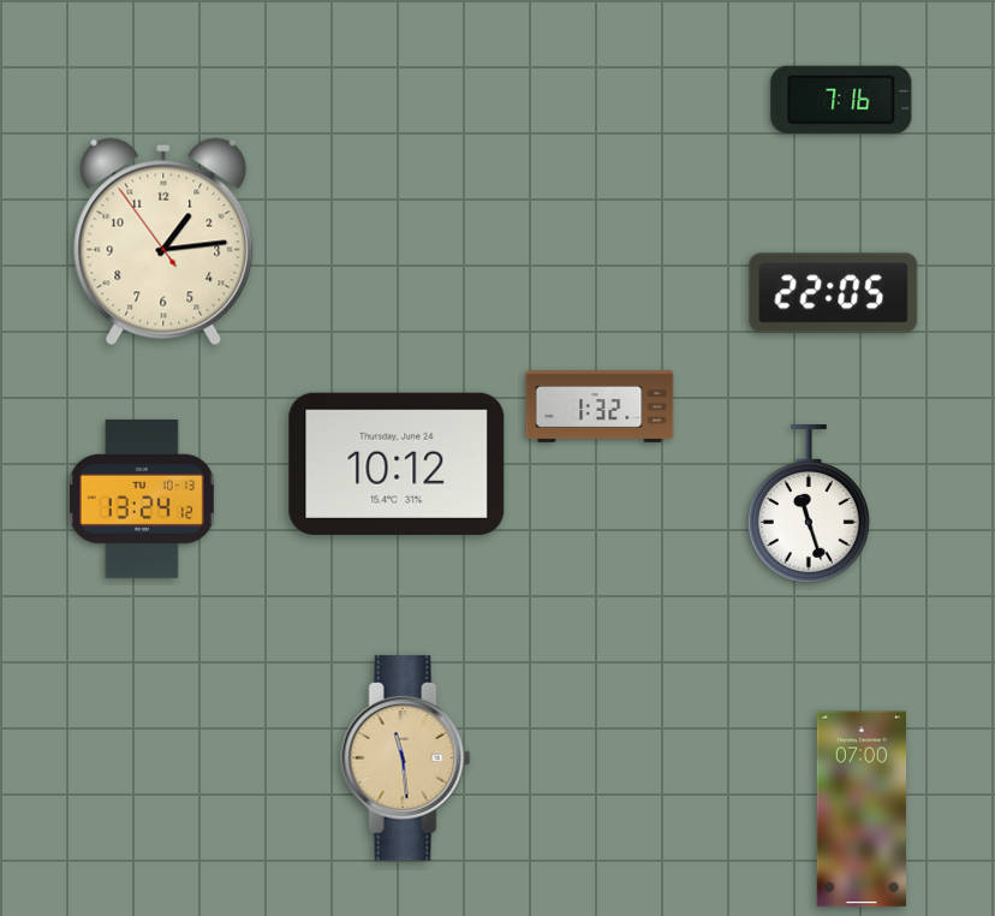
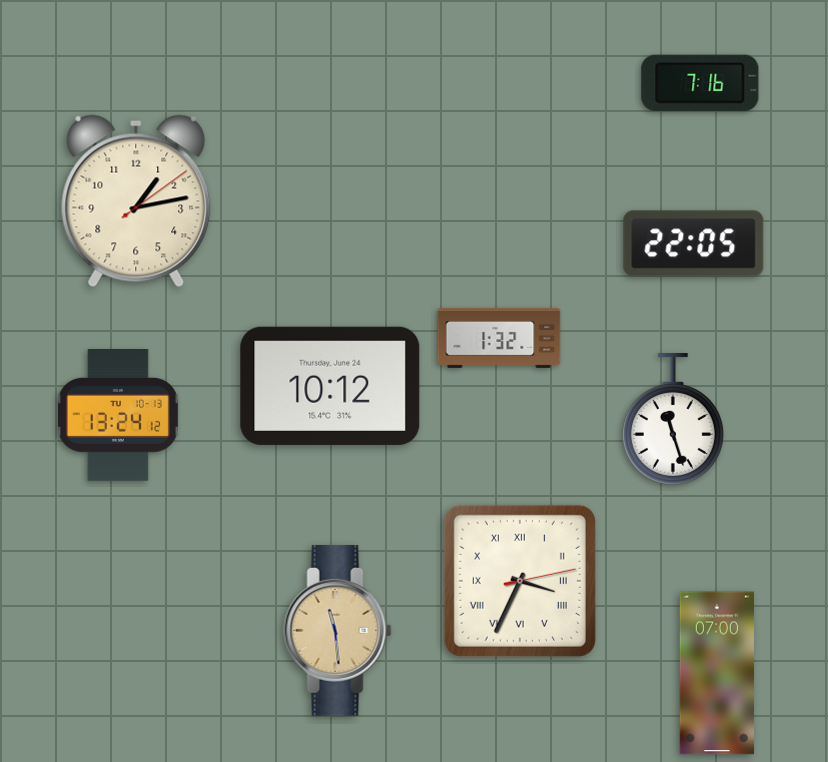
clock at (163, 242): 1:13:54 -> 1:13:09
clock at (520, 581): none -> 3:34
